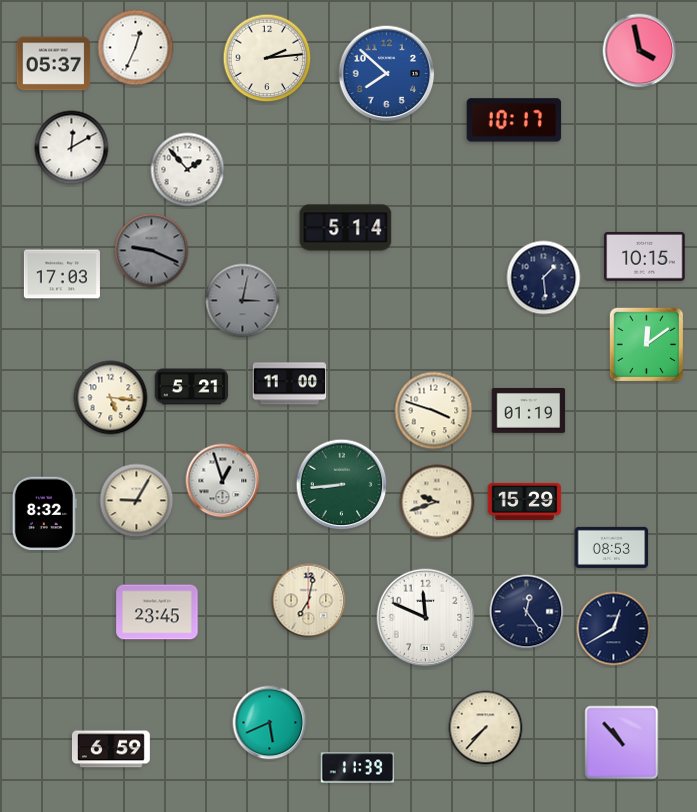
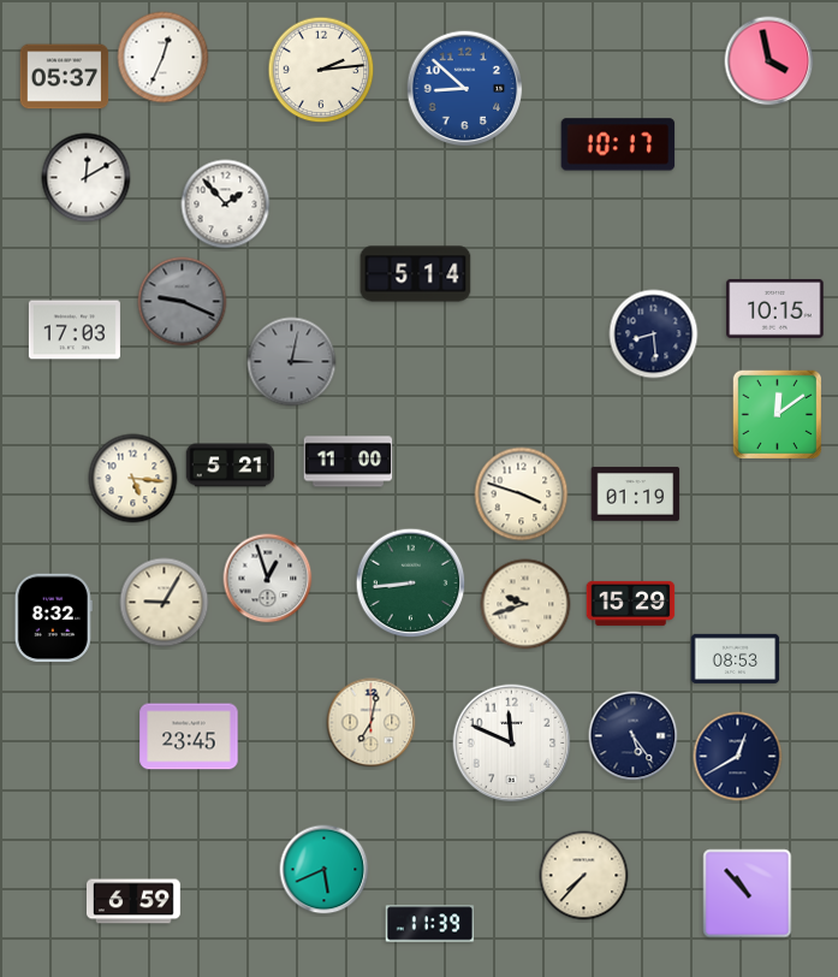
clock at (387, 74): 7:52 -> 8:52
clock at (544, 278): 1:29 -> 8:29
clock at (527, 612): 12:24 -> 5:24
